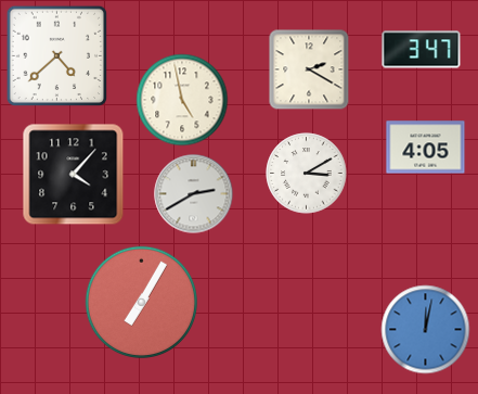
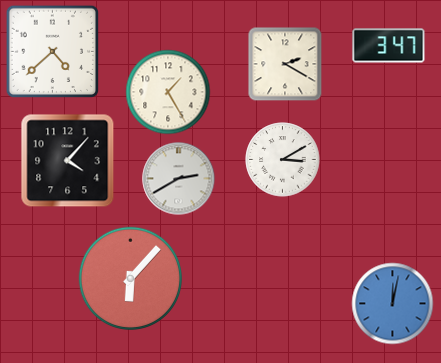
clock at (182, 100): 4:58 -> 1:25
clock at (426, 148): 4:05 -> none
clock at (141, 302): 7:05 -> 6:07
